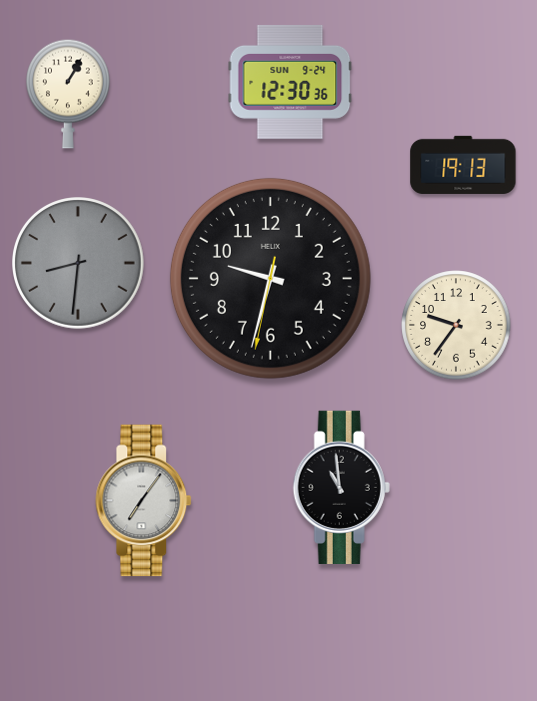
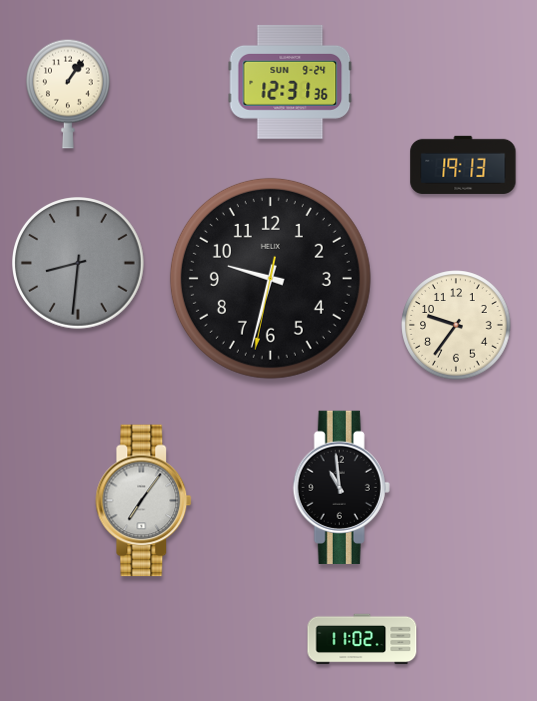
clock at (290, 82): 12:30 -> 12:31
clock at (69, 94): 1:05 -> 1:06
clock at (362, 639): none -> 11:02
